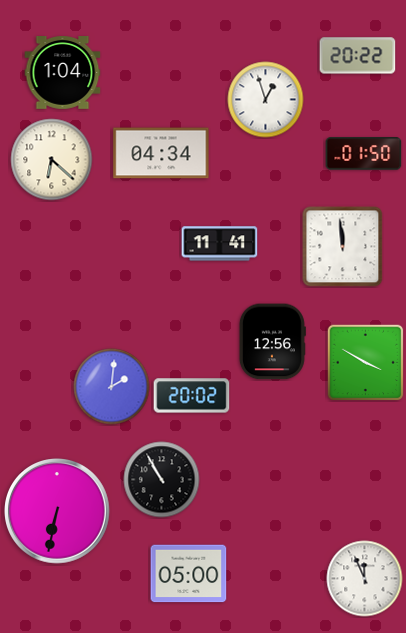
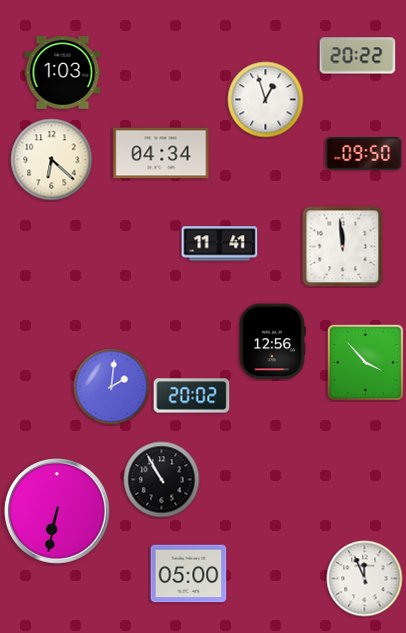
clock at (63, 73): 1:04 -> 1:03
clock at (364, 154): 01:50 -> 09:50
clock at (365, 362): 3:50 -> 3:53
